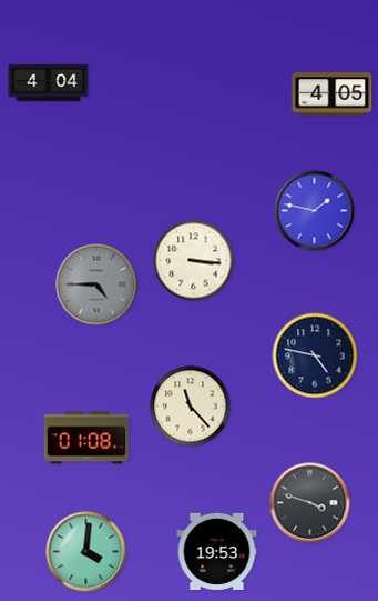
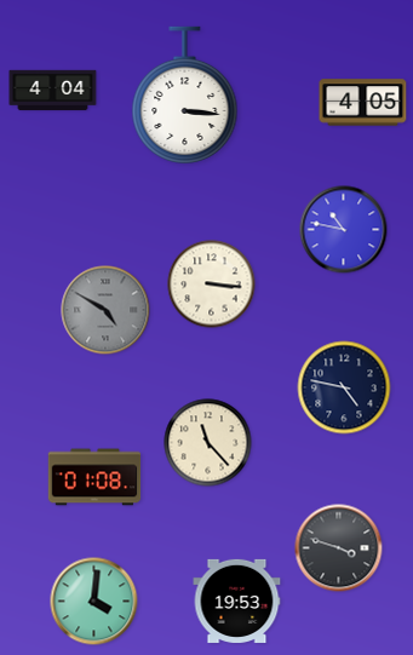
clock at (185, 94): none -> 3:16
clock at (315, 211): 1:47 -> 10:47
clock at (96, 284): 4:45 -> 4:50
